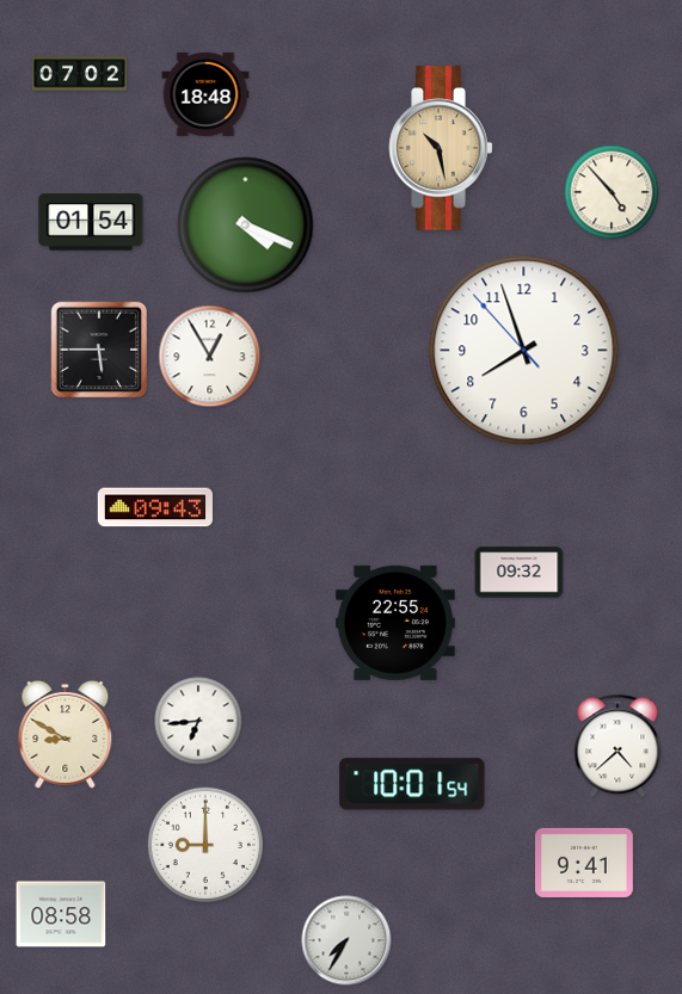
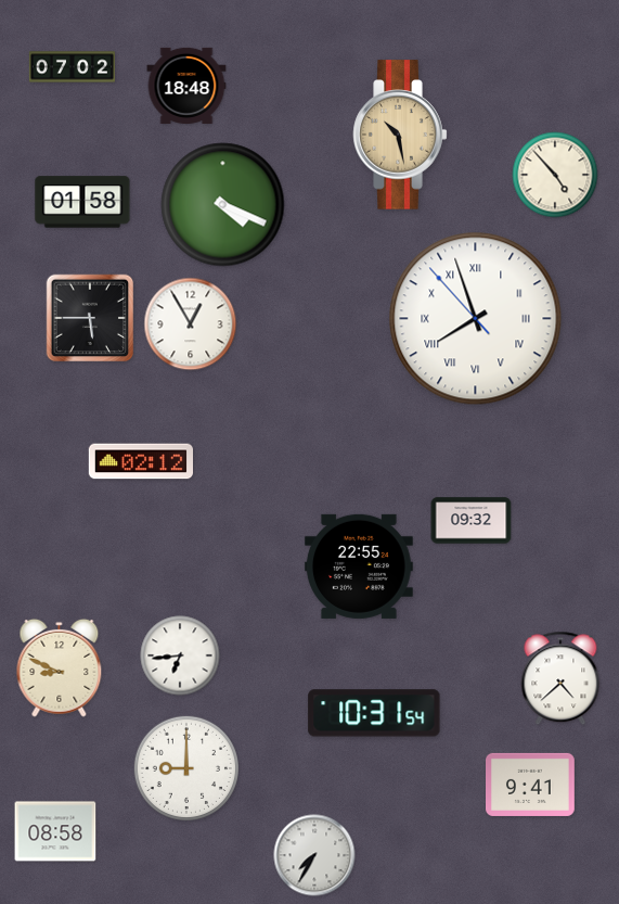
clock at (91, 222): 01:54 -> 01:58
clock at (524, 351) numerals: Arabic -> Roman
clock at (154, 507): 09:43 -> 02:12
clock at (66, 734): 8:50 -> 8:49
clock at (412, 784): 10:01 -> 10:31
